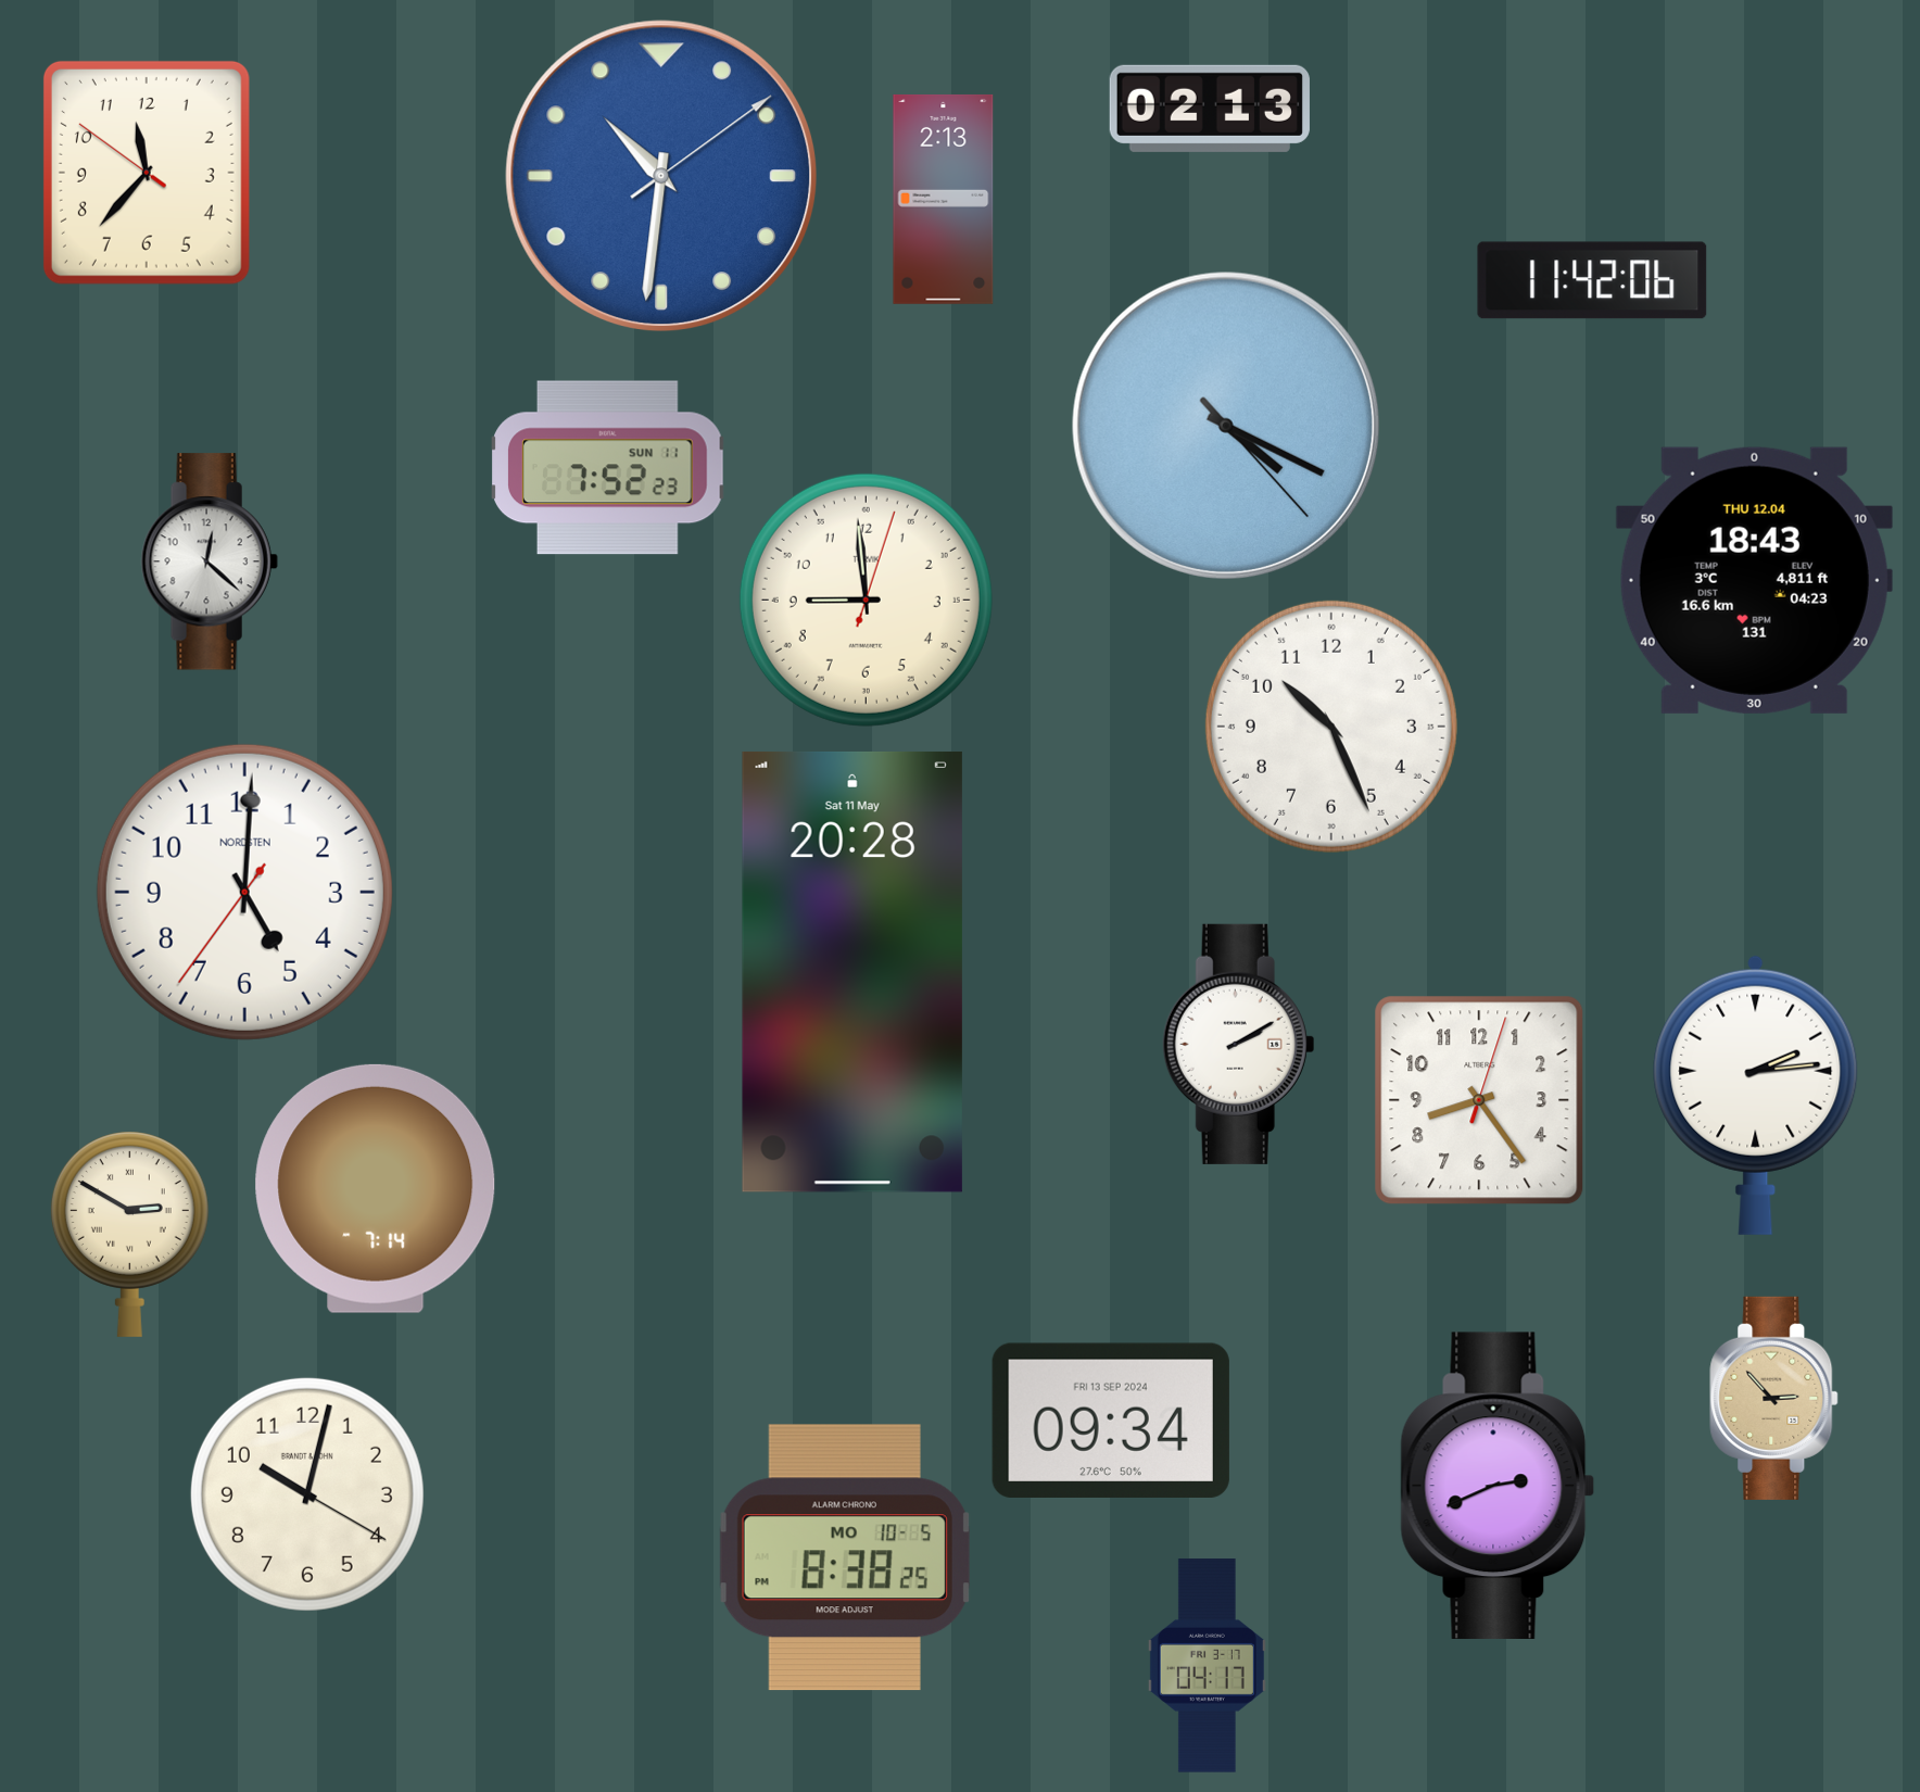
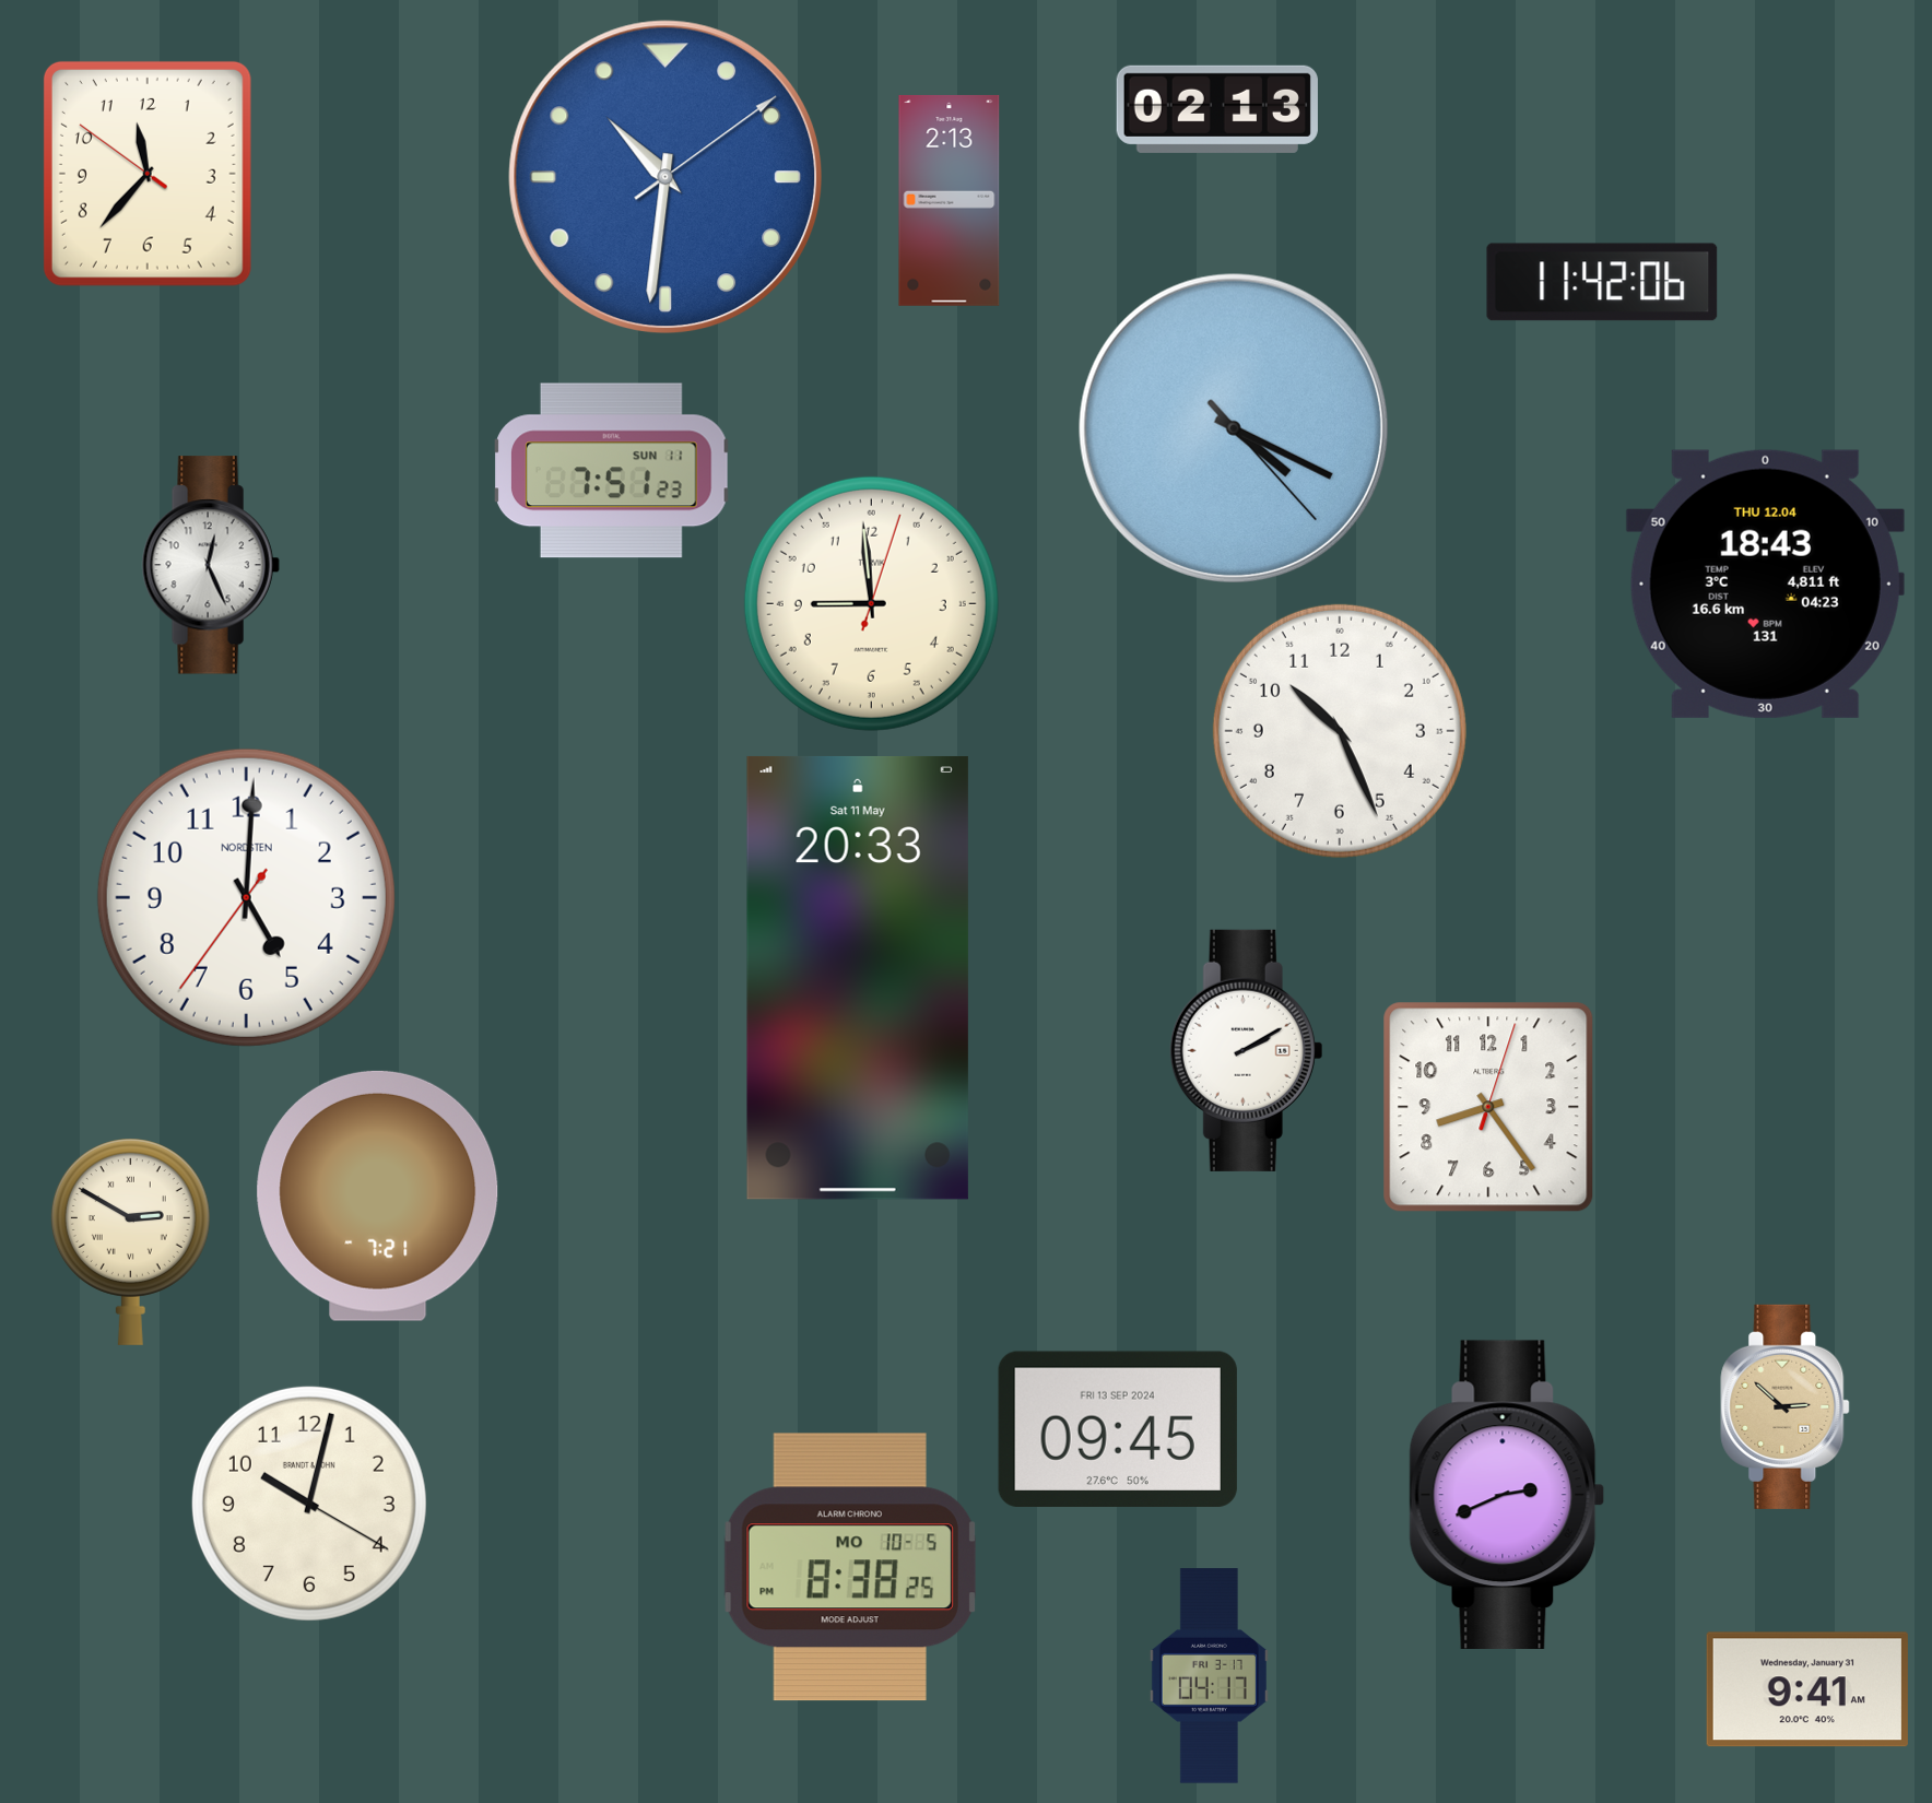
clock at (608, 468): 7:52 -> 7:51
clock at (210, 561): 12:22 -> 12:26
clock at (852, 972): 20:28 -> 20:33
clock at (1756, 1095): 2:14 -> none
clock at (376, 1188): 7:14 -> 7:21
clock at (1774, 1398): 2:53 -> 2:52
clock at (1111, 1421): 09:34 -> 09:45
clock at (1207, 1666) position: (1207, 1666) -> (1209, 1676)
clock at (1807, 1689): none -> 9:41
